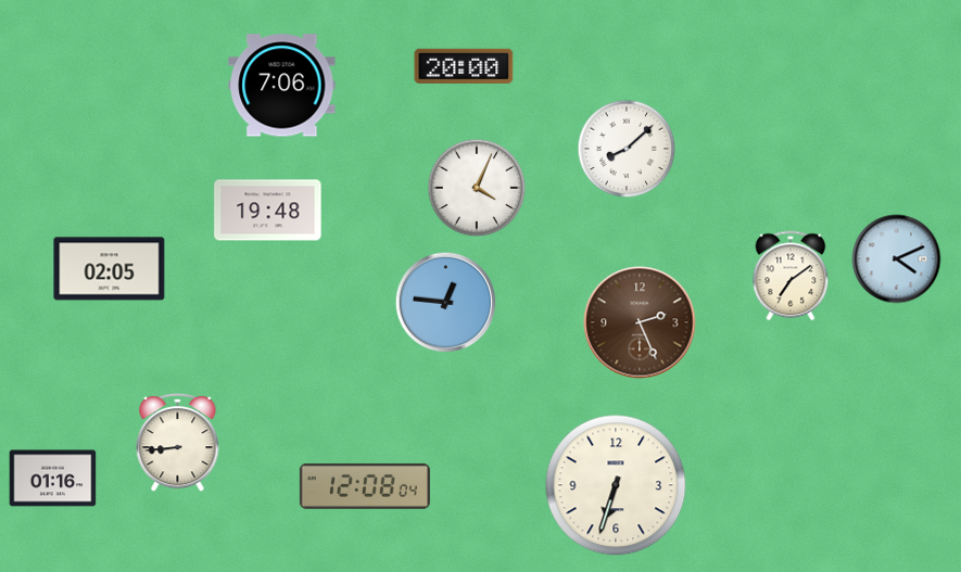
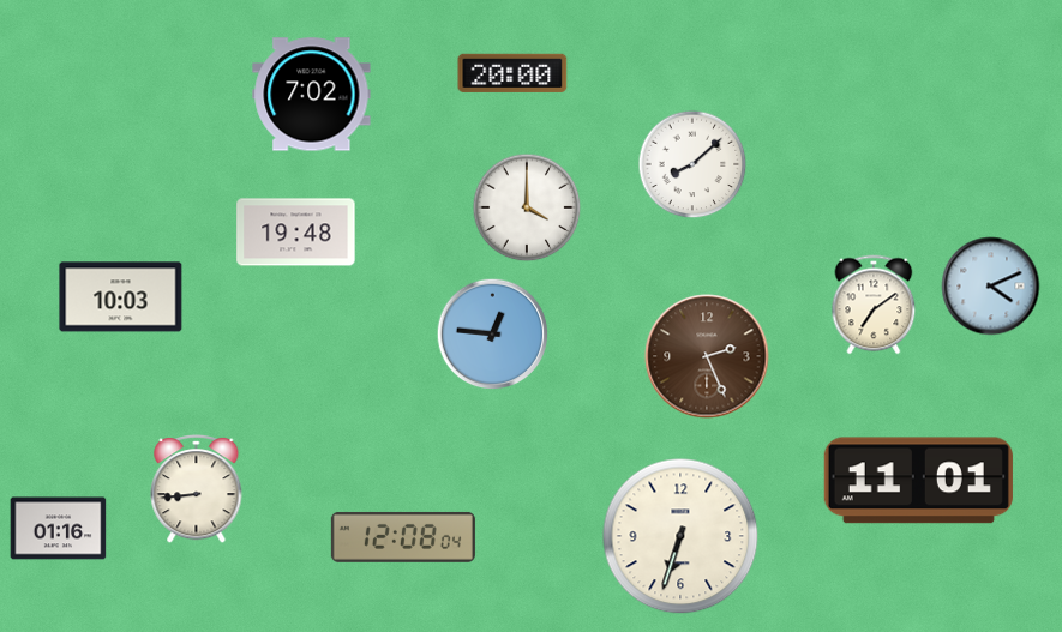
clock at (282, 86): 7:06 -> 7:02
clock at (477, 188): 4:04 -> 4:00
clock at (110, 269): 02:05 -> 10:03
clock at (918, 481): none -> 11:01
